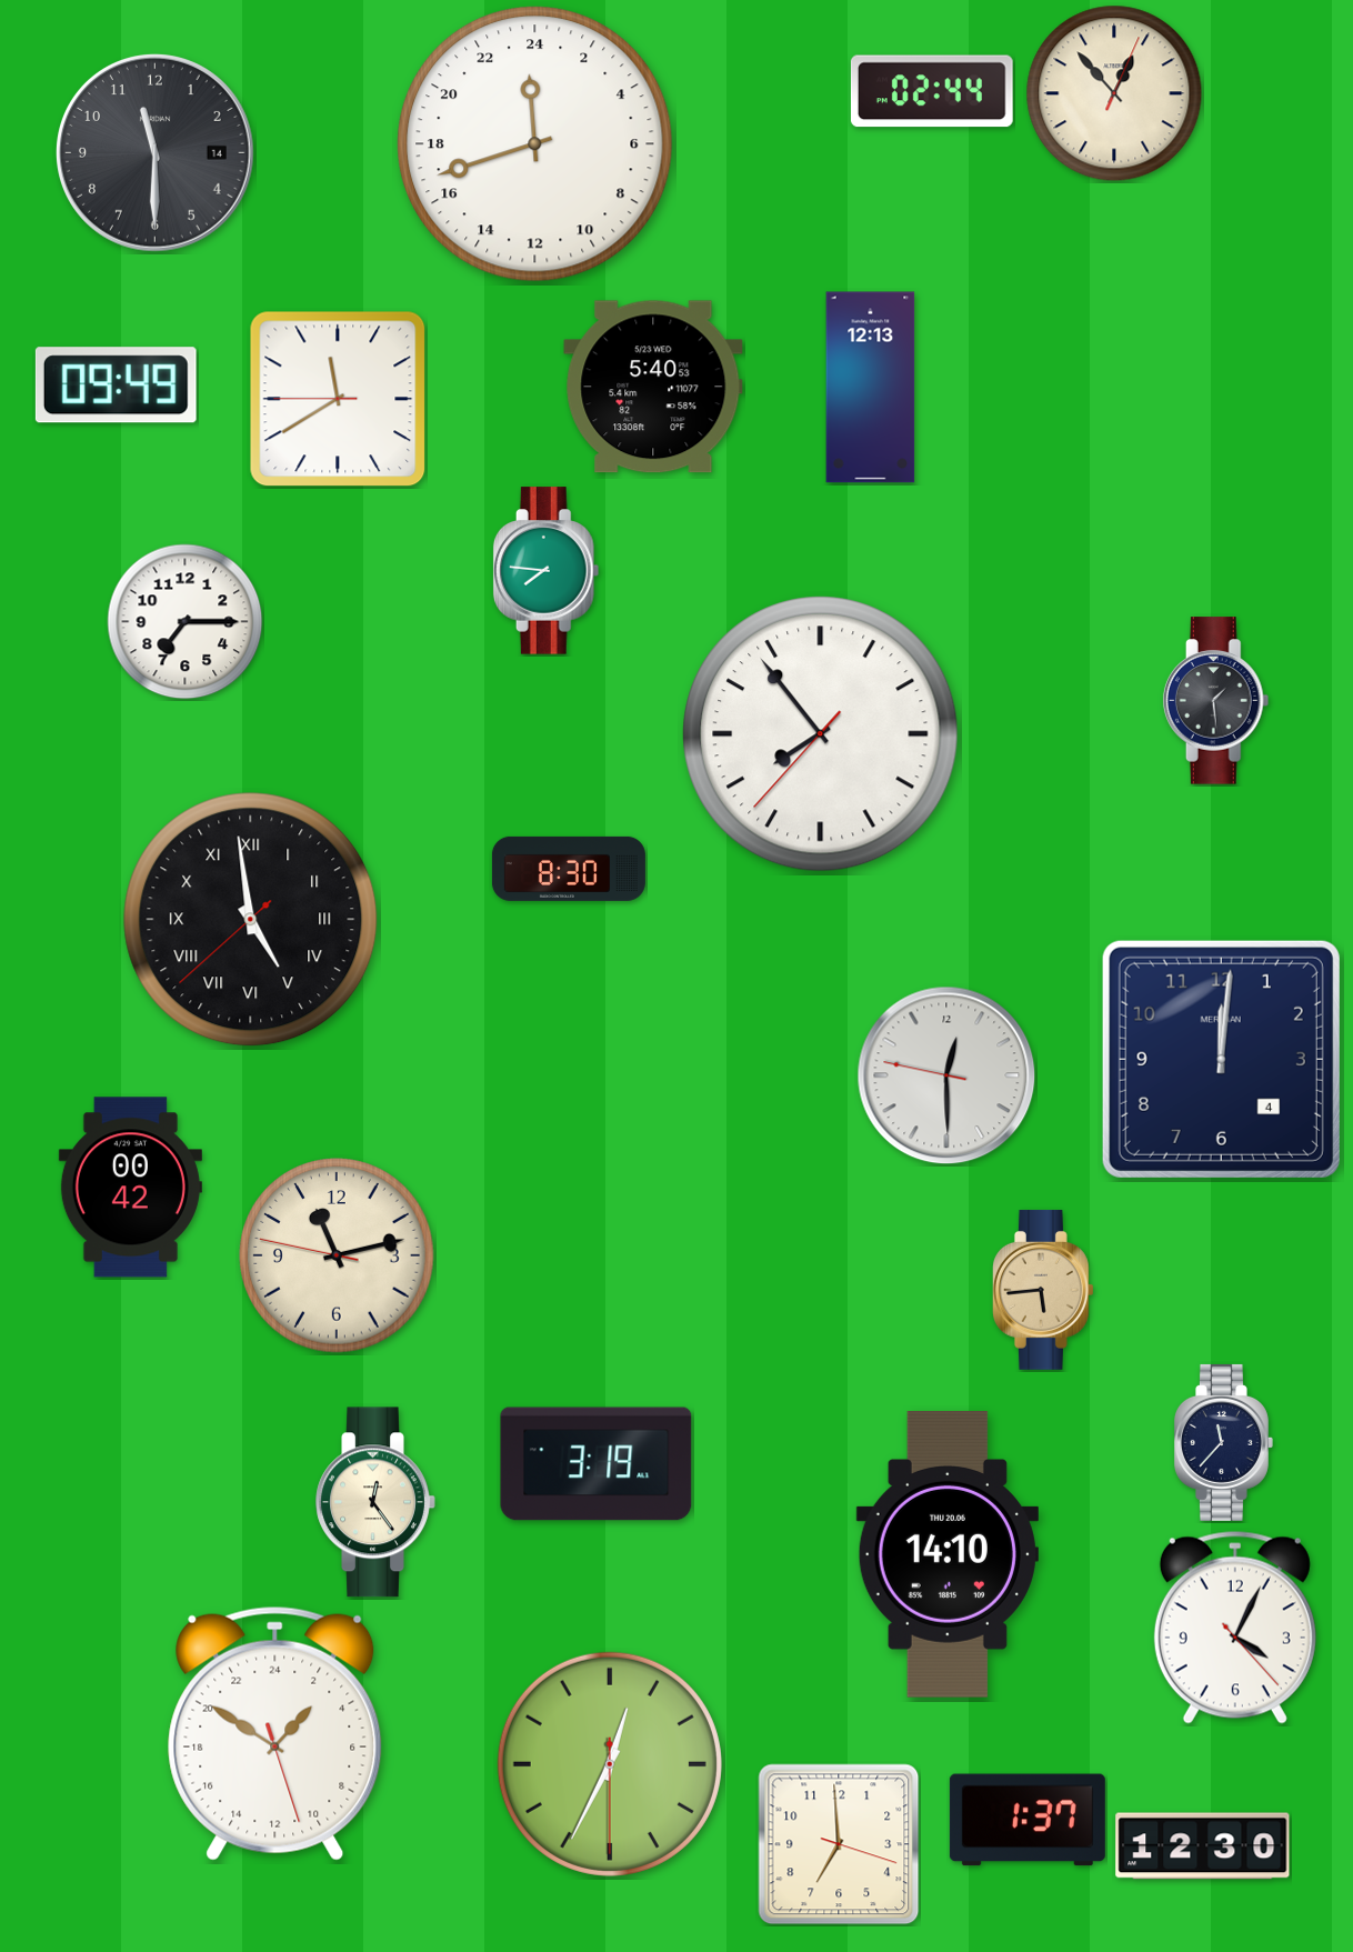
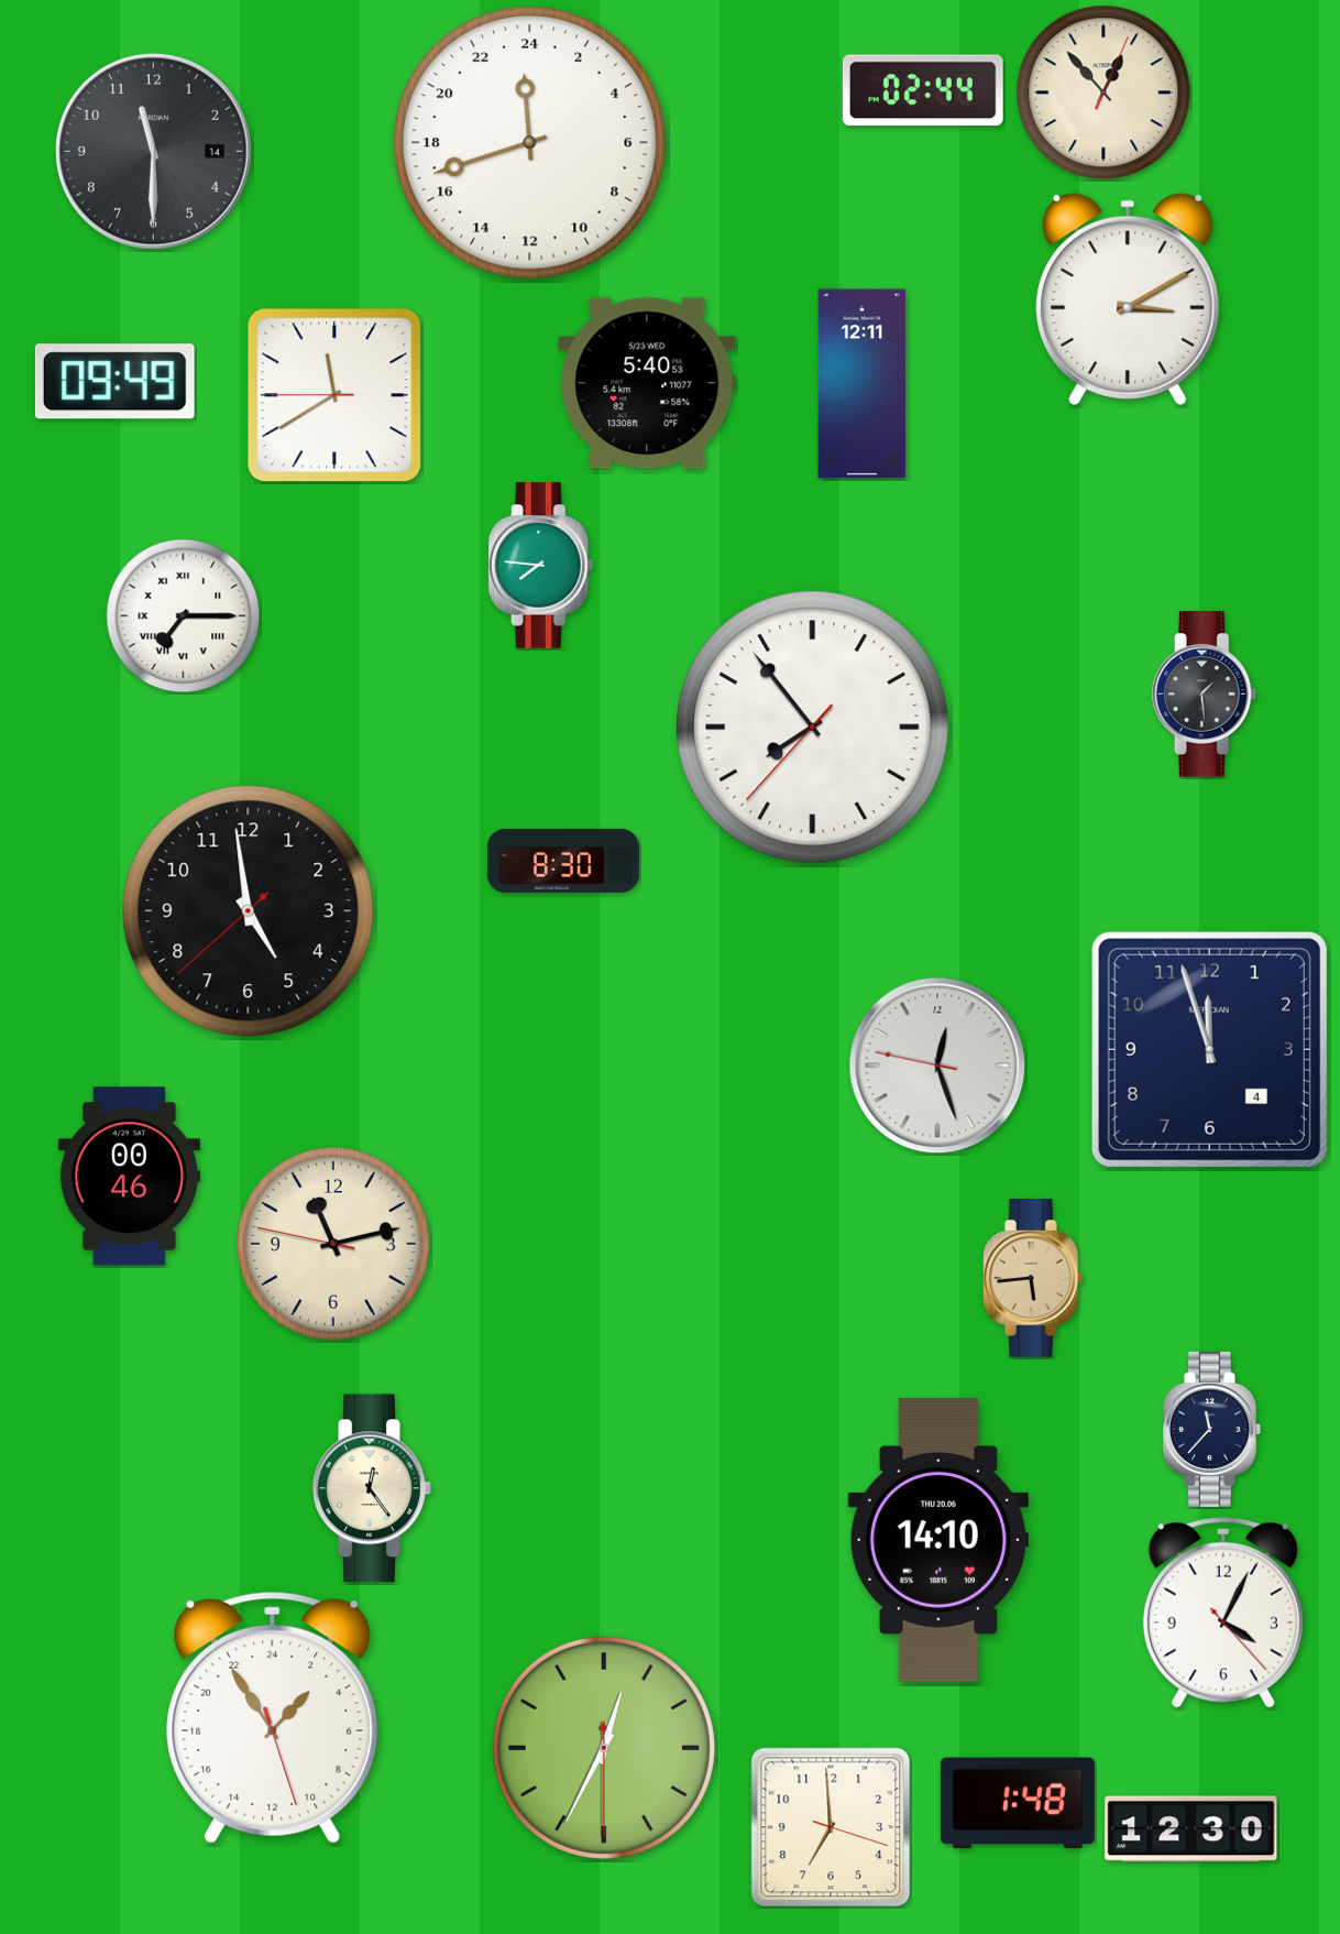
clock at (1128, 299): none -> 3:10
clock at (871, 388): 12:13 -> 12:11
clock at (186, 622) numerals: Arabic -> Roman
clock at (251, 920) numerals: Roman -> Arabic
clock at (1221, 1059): 12:01 -> 11:57
clock at (946, 1075): 12:29 -> 12:26
clock at (130, 1188): 00:42 -> 00:46
clock at (597, 1464): 3:19 -> none
clock at (275, 1733): 2:50 -> 2:54
clock at (1028, 1820): 1:37 -> 1:48
